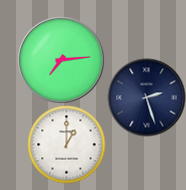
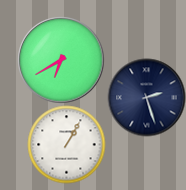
clock at (61, 60): 7:14 -> 6:40
clock at (66, 144): 1:00 -> 1:05
